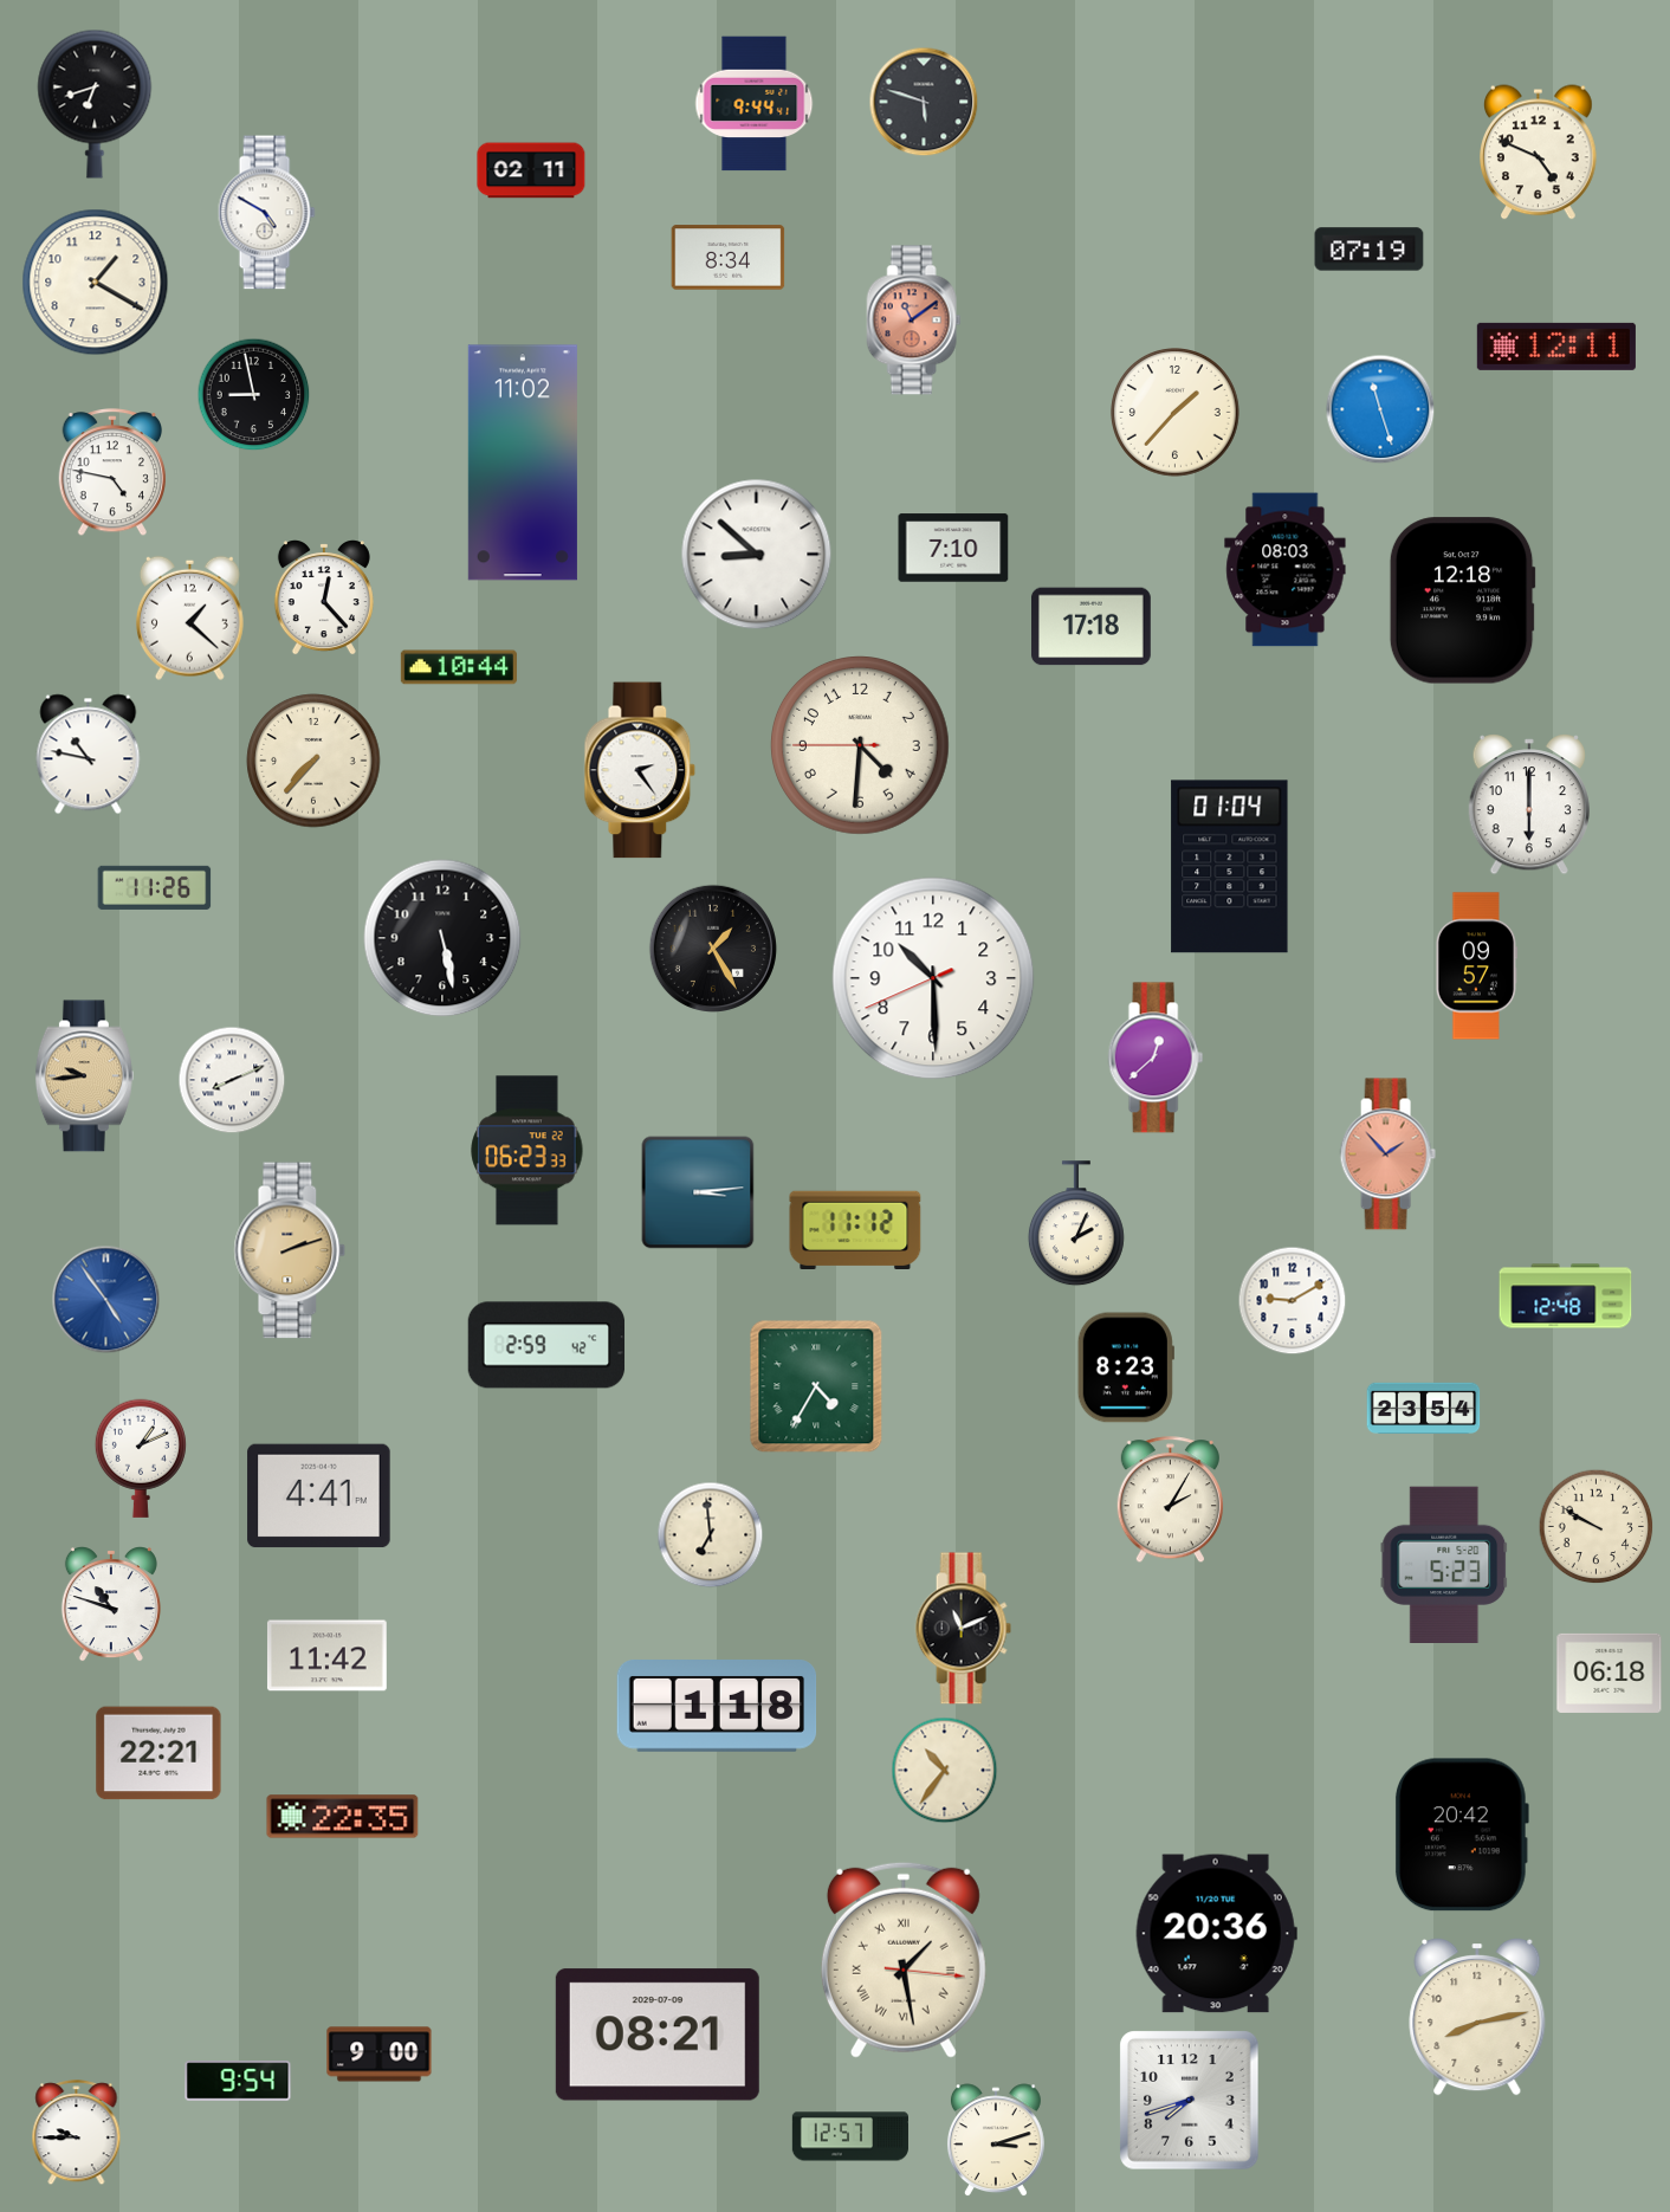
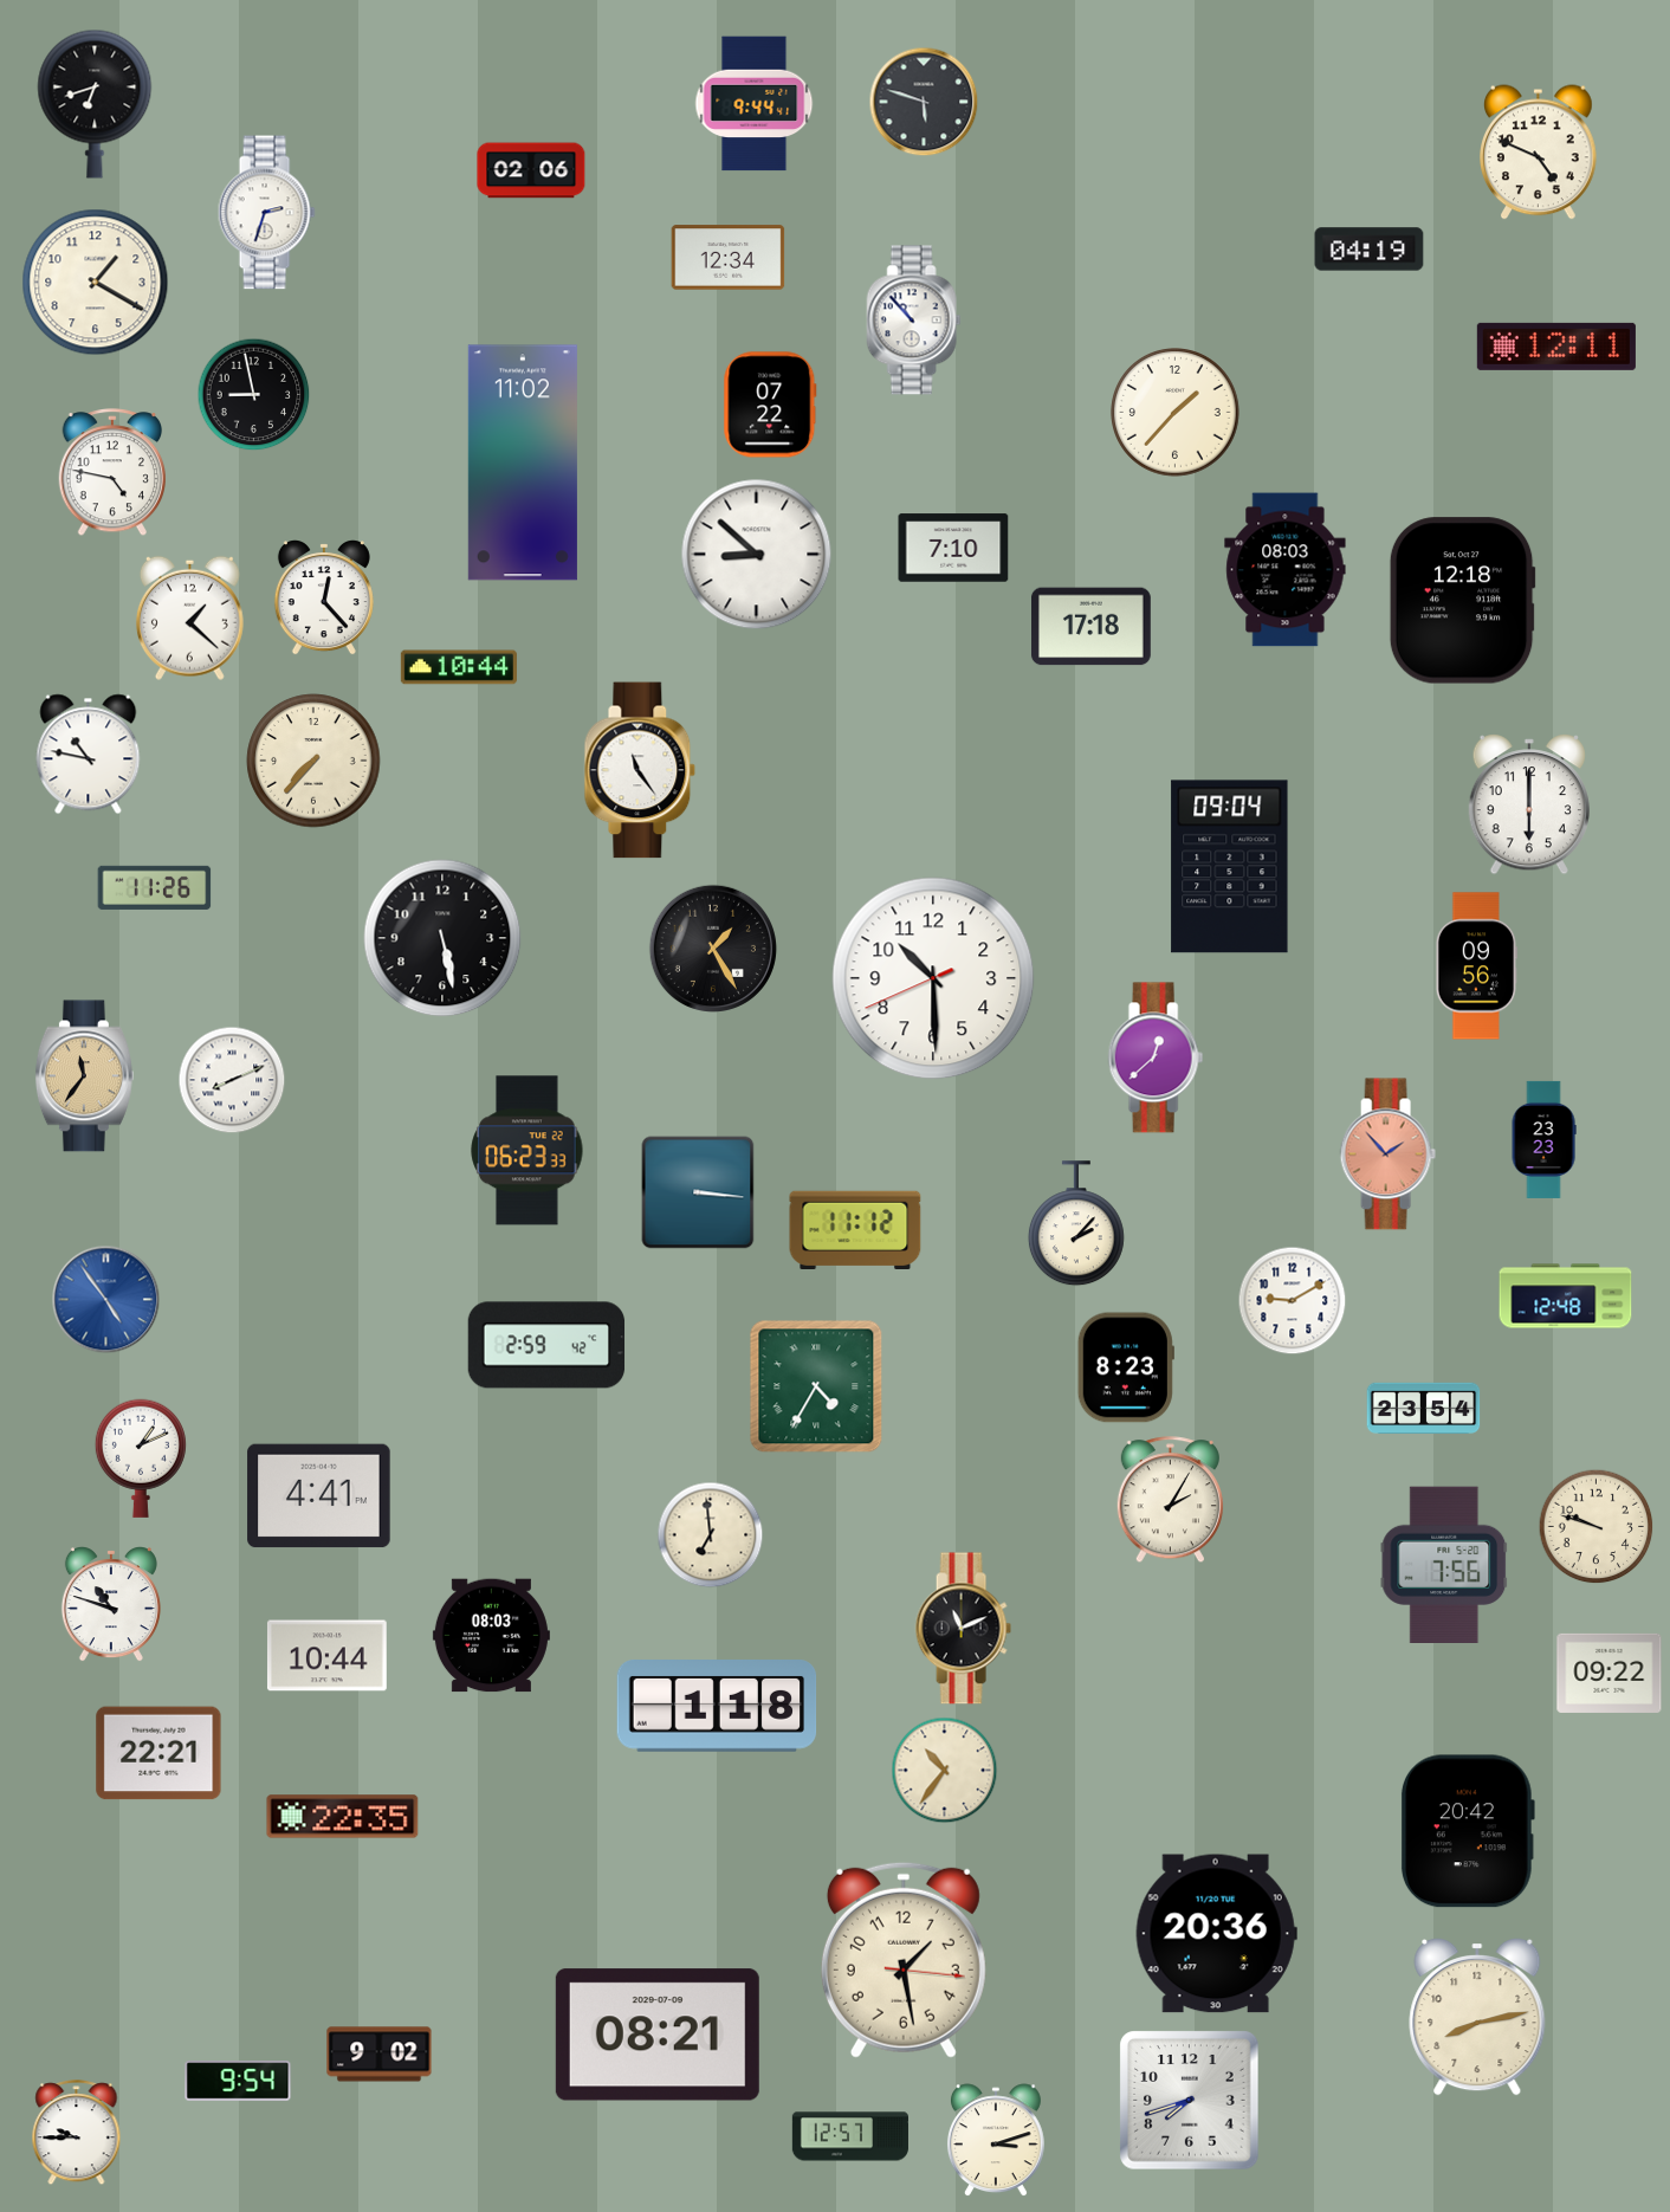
clock at (531, 170): 02:11 -> 02:06
clock at (266, 213): 4:50 -> 2:33
clock at (1370, 250): 07:19 -> 04:19
clock at (729, 258): 8:34 -> 12:34
clock at (914, 321): 11:09 -> 10:53
clock at (914, 321) dial: salmon -> white
clock at (770, 405): none -> 07:22
clock at (1380, 409): 11:27 -> none
clock at (861, 746): 4:30 -> none
clock at (640, 770): 2:24 -> 11:24
clock at (1230, 867): 01:04 -> 09:04
clock at (1476, 966): 09:57 -> 09:56
clock at (84, 1076): 9:44 -> 11:36
clock at (1543, 1139): none -> 23:23
clock at (698, 1192): 3:14 -> 3:16
clock at (1076, 1224): 2:04 -> 2:07
clock at (290, 1250): 2:12 -> none
clock at (1597, 1527): 9:50 -> 9:48
clock at (1444, 1565): 5:23 -> 7:56
clock at (491, 1636): none -> 08:03
clock at (326, 1656): 11:42 -> 10:44
clock at (1610, 1673): 06:18 -> 09:22
clock at (1461, 1835) position: (1461, 1835) -> (1467, 1831)
clock at (904, 1960) numerals: Roman -> Arabic
clock at (380, 2055): 9:00 -> 9:02
